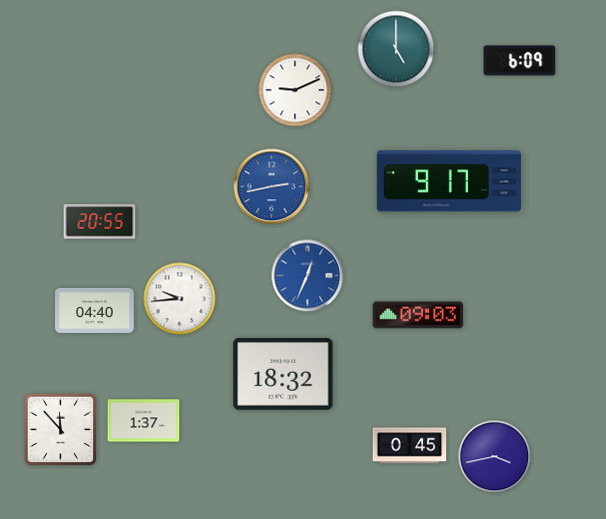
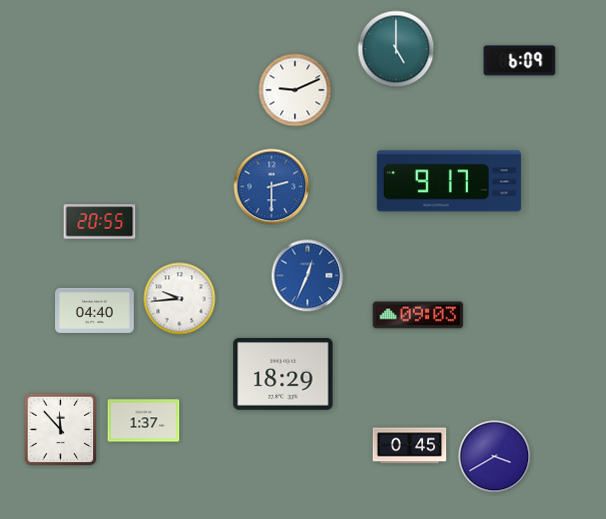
clock at (272, 187): 2:43 -> 2:30
clock at (283, 374): 18:32 -> 18:29
clock at (495, 457): 3:43 -> 3:40
